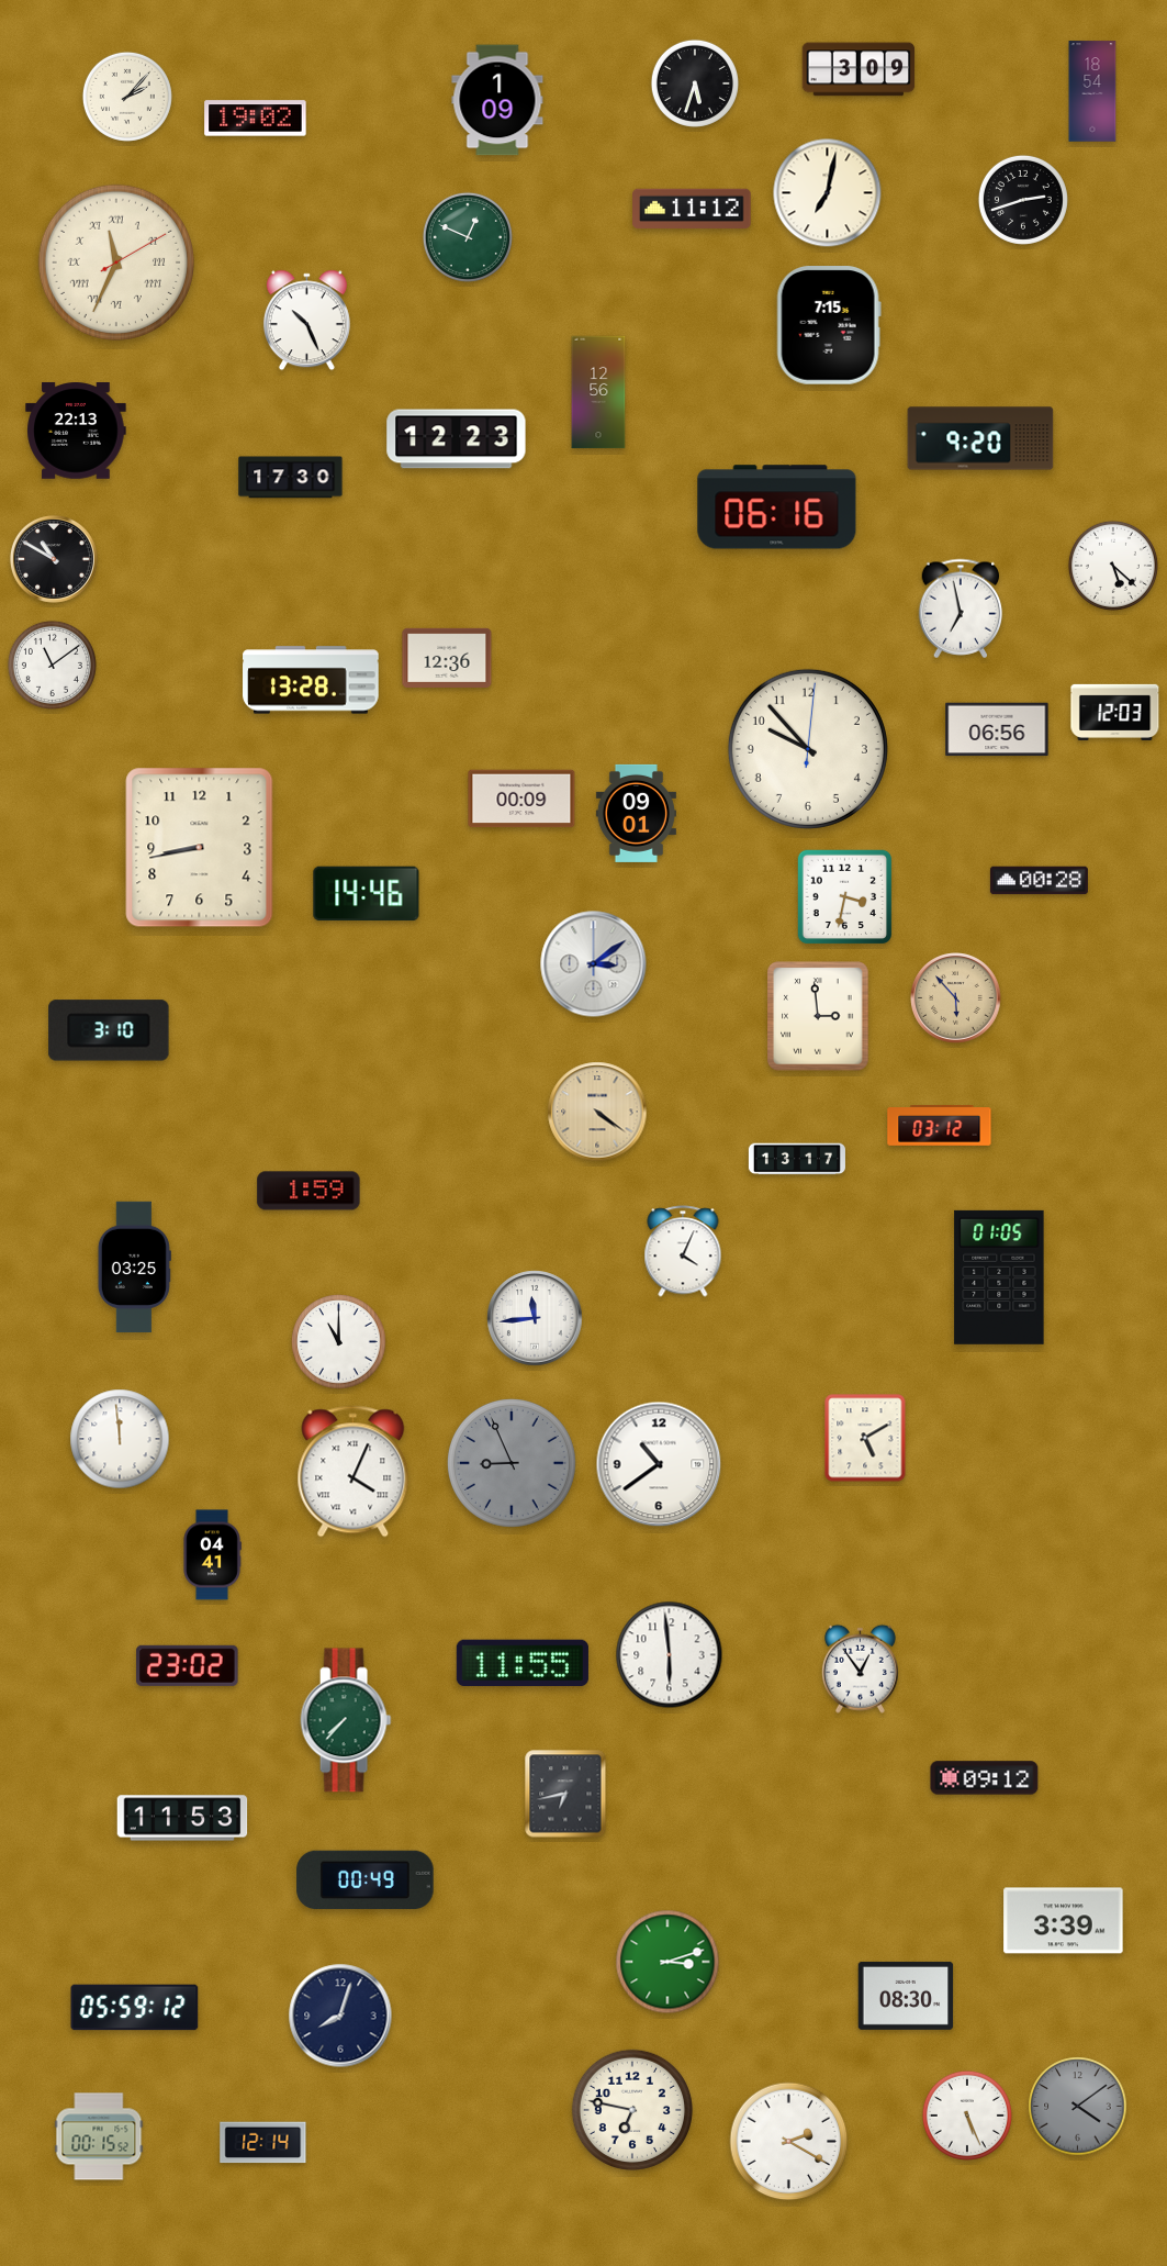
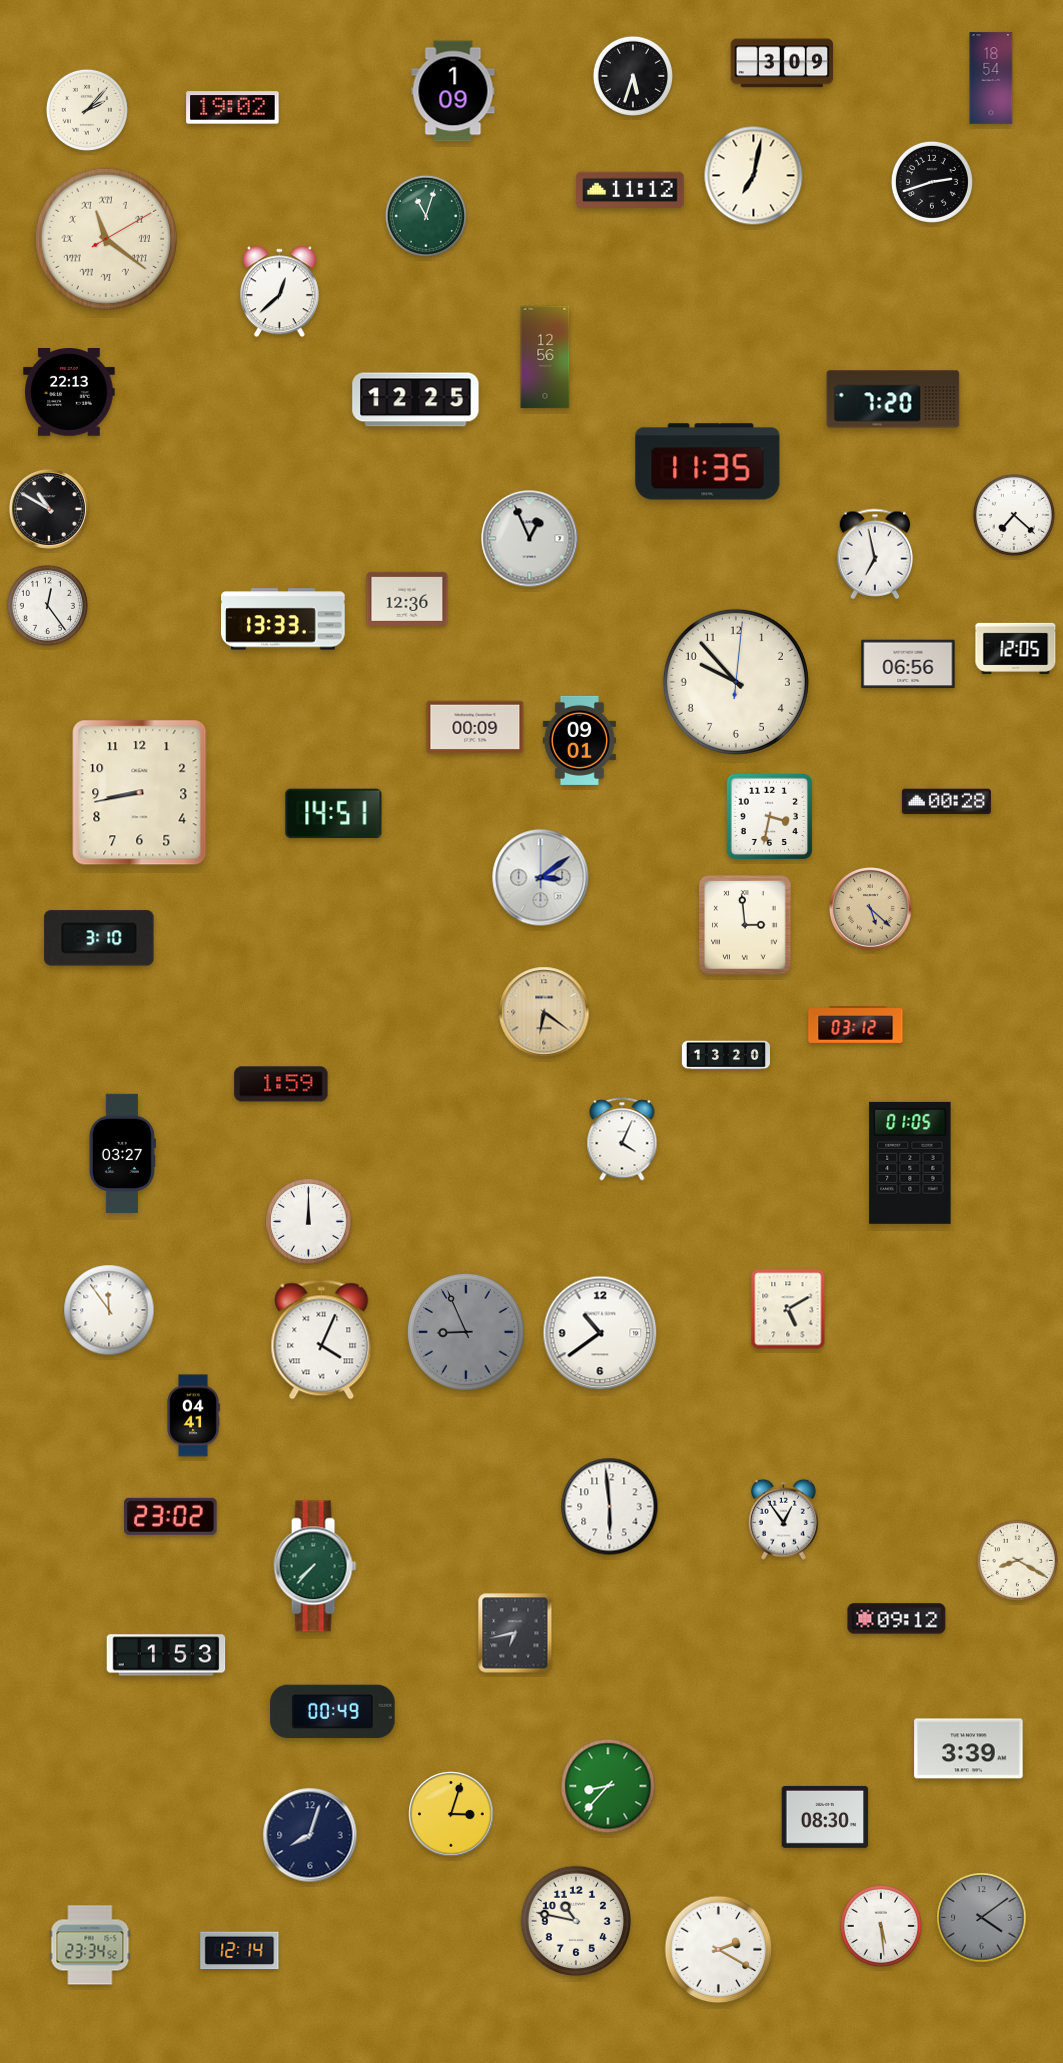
clock at (1092, 91) position: (1092, 91) -> (991, 78)
clock at (127, 97) position: (127, 97) -> (87, 110)
clock at (468, 237): 12:49 -> 11:03
clock at (115, 261): 11:34 -> 11:21
clock at (306, 321): 10:26 -> 12:38
clock at (829, 326): 7:15 -> none
clock at (980, 438): 9:20 -> 7:20
clock at (457, 439): 12:23 -> 12:25
clock at (291, 478): 17:30 -> none
clock at (777, 507): 06:16 -> 11:35
clock at (1113, 566): 5:22 -> 7:22
clock at (530, 539): none -> 12:56
clock at (52, 665): 11:09 -> 12:24
clock at (311, 680): 13:28 -> 13:33
clock at (1115, 712): 12:03 -> 12:05
clock at (200, 848) position: (200, 848) -> (140, 793)
clock at (367, 894): 14:46 -> 14:51
clock at (956, 998): 5:53 -> 5:22
clock at (597, 1112): 4:21 -> 6:21
clock at (797, 1159): 13:17 -> 13:20
clock at (134, 1268): 03:25 -> 03:27
clock at (535, 1318): 11:44 -> none
clock at (339, 1342): 11:00 -> 12:00
clock at (120, 1439): 11:59 -> 11:54
clock at (523, 1663): 11:55 -> none
clock at (1017, 1560): none -> 8:20
clock at (182, 1818): 11:53 -> 1:53
clock at (667, 1962): 3:12 -> 8:37
clock at (451, 1814): none -> 3:03
clock at (135, 2008): 05:59 -> none
clock at (632, 2110): 6:47 -> 10:47
clock at (967, 2116): 5:26 -> 5:29
clock at (99, 2136): 00:15 -> 23:34
